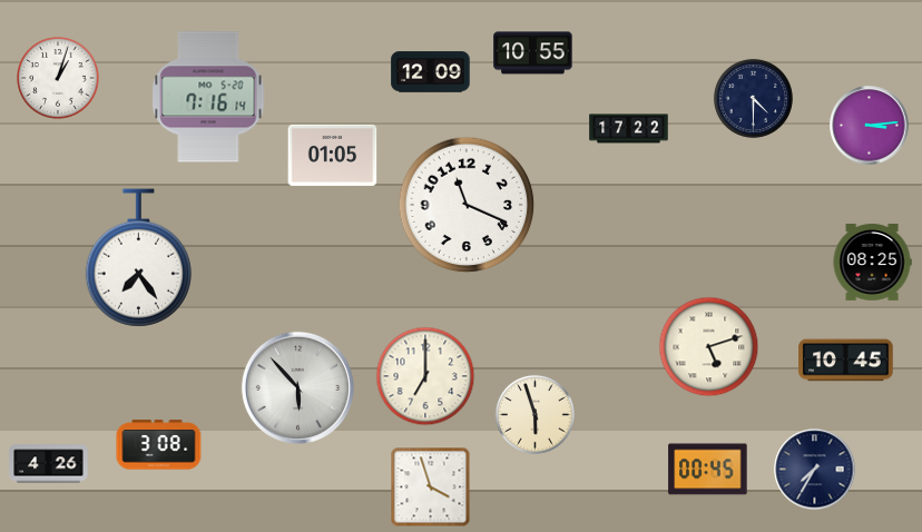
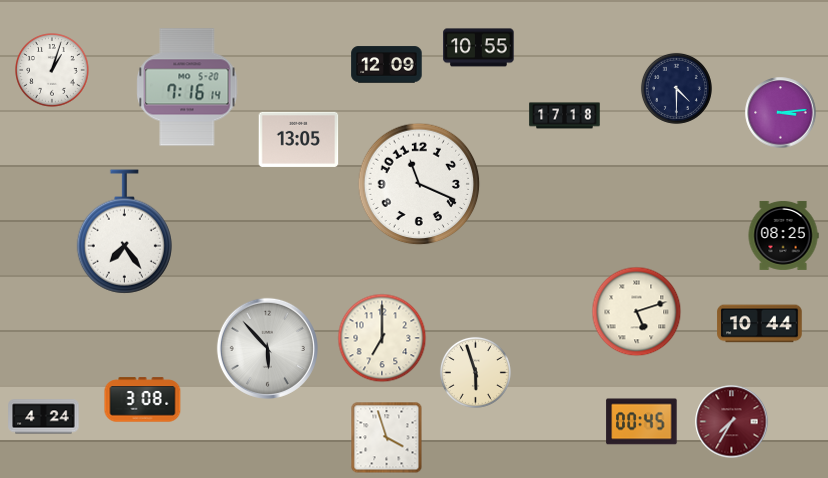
clock at (629, 129): 17:22 -> 17:18
clock at (333, 155): 01:05 -> 13:05
clock at (846, 361): 10:45 -> 10:44
clock at (534, 414) position: (534, 414) -> (475, 372)
clock at (49, 464): 4:26 -> 4:24
clock at (708, 470) position: (708, 470) -> (642, 422)
clock at (815, 470) dial: navy -> burgundy
